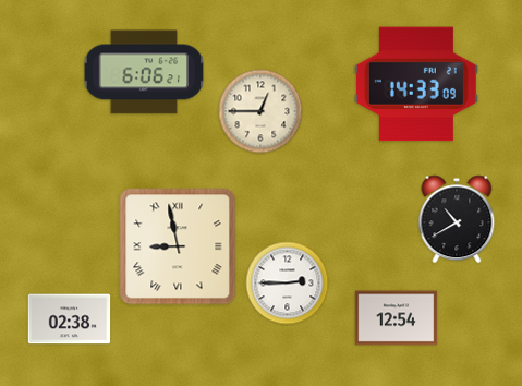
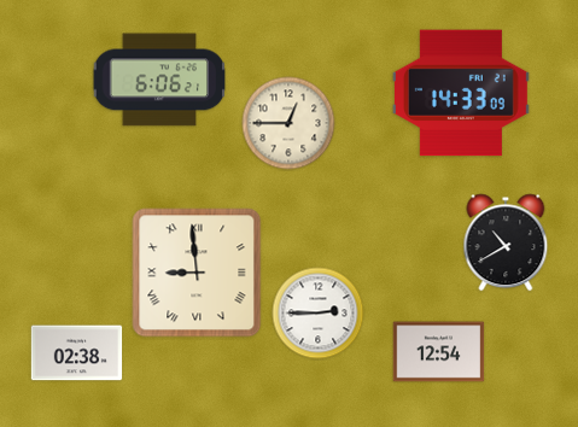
clock at (178, 246): 8:58 -> 8:59
